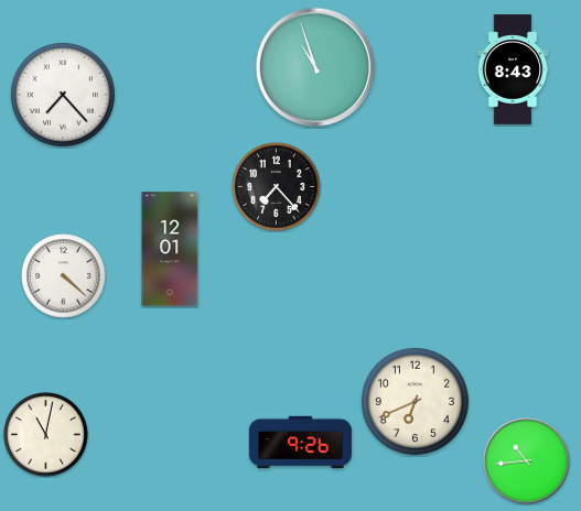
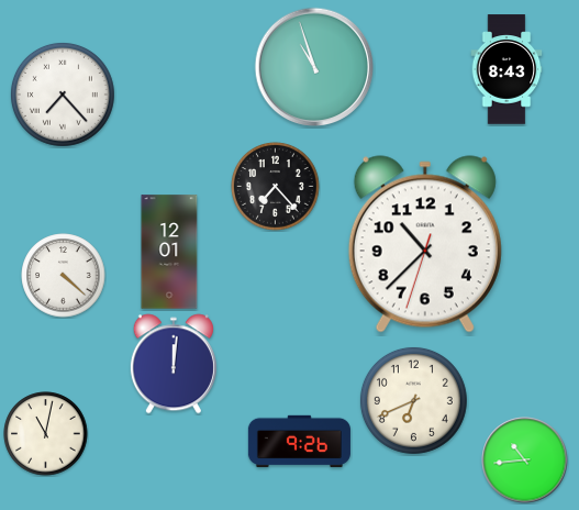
clock at (513, 69) position: (513, 69) -> (506, 69)
clock at (425, 244): none -> 10:37
clock at (170, 249) position: (170, 249) -> (169, 252)
clock at (174, 364): none -> 12:01
